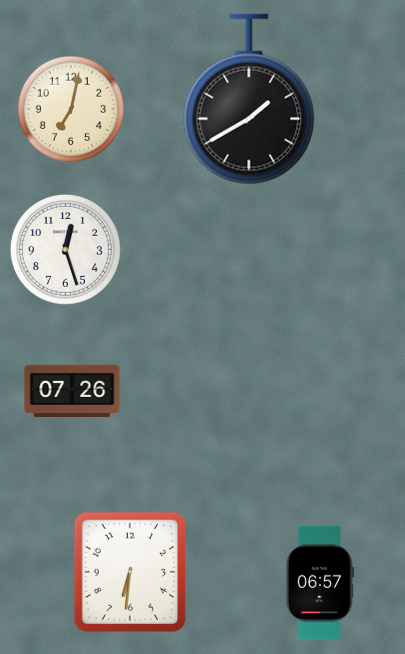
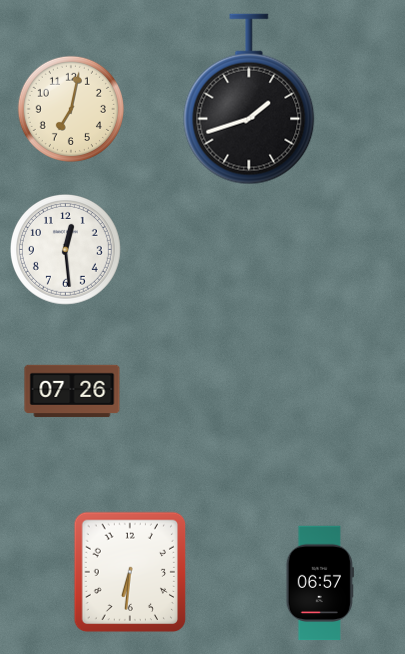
clock at (249, 99): 1:40 -> 1:42
clock at (66, 250): 12:27 -> 12:29
